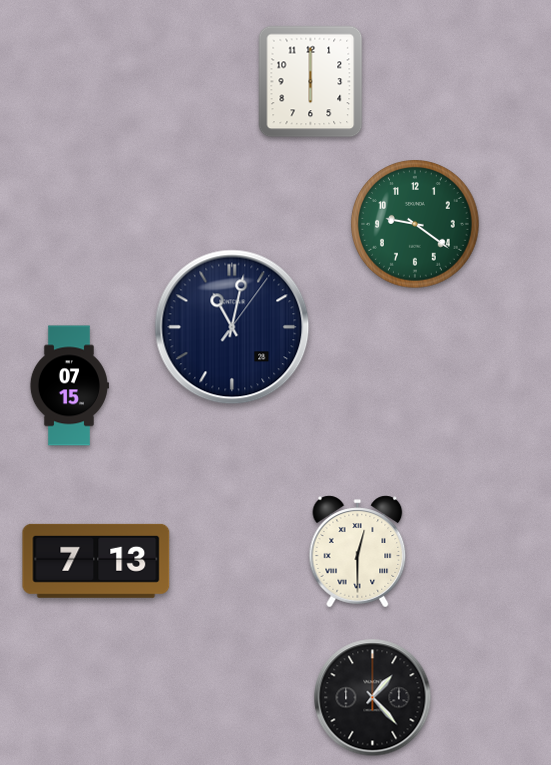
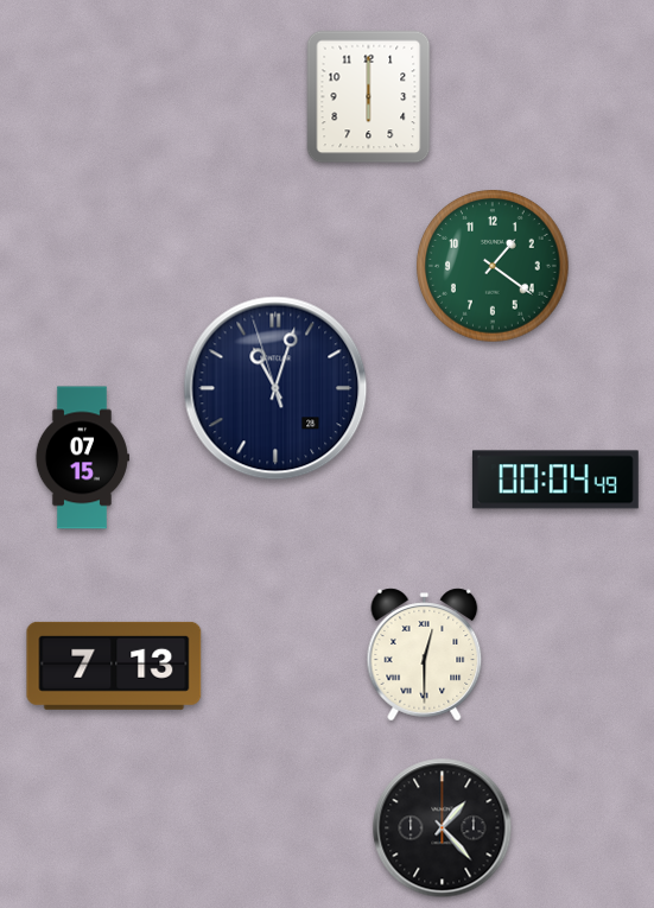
clock at (415, 224): 9:21 -> 1:21
clock at (232, 327): 11:02:06 -> 11:02:57
clock at (555, 480): none -> 00:04
